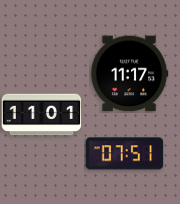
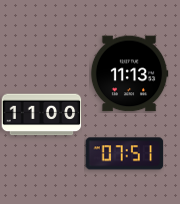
clock at (129, 74): 11:17 -> 11:13
clock at (41, 115): 11:01 -> 11:00
